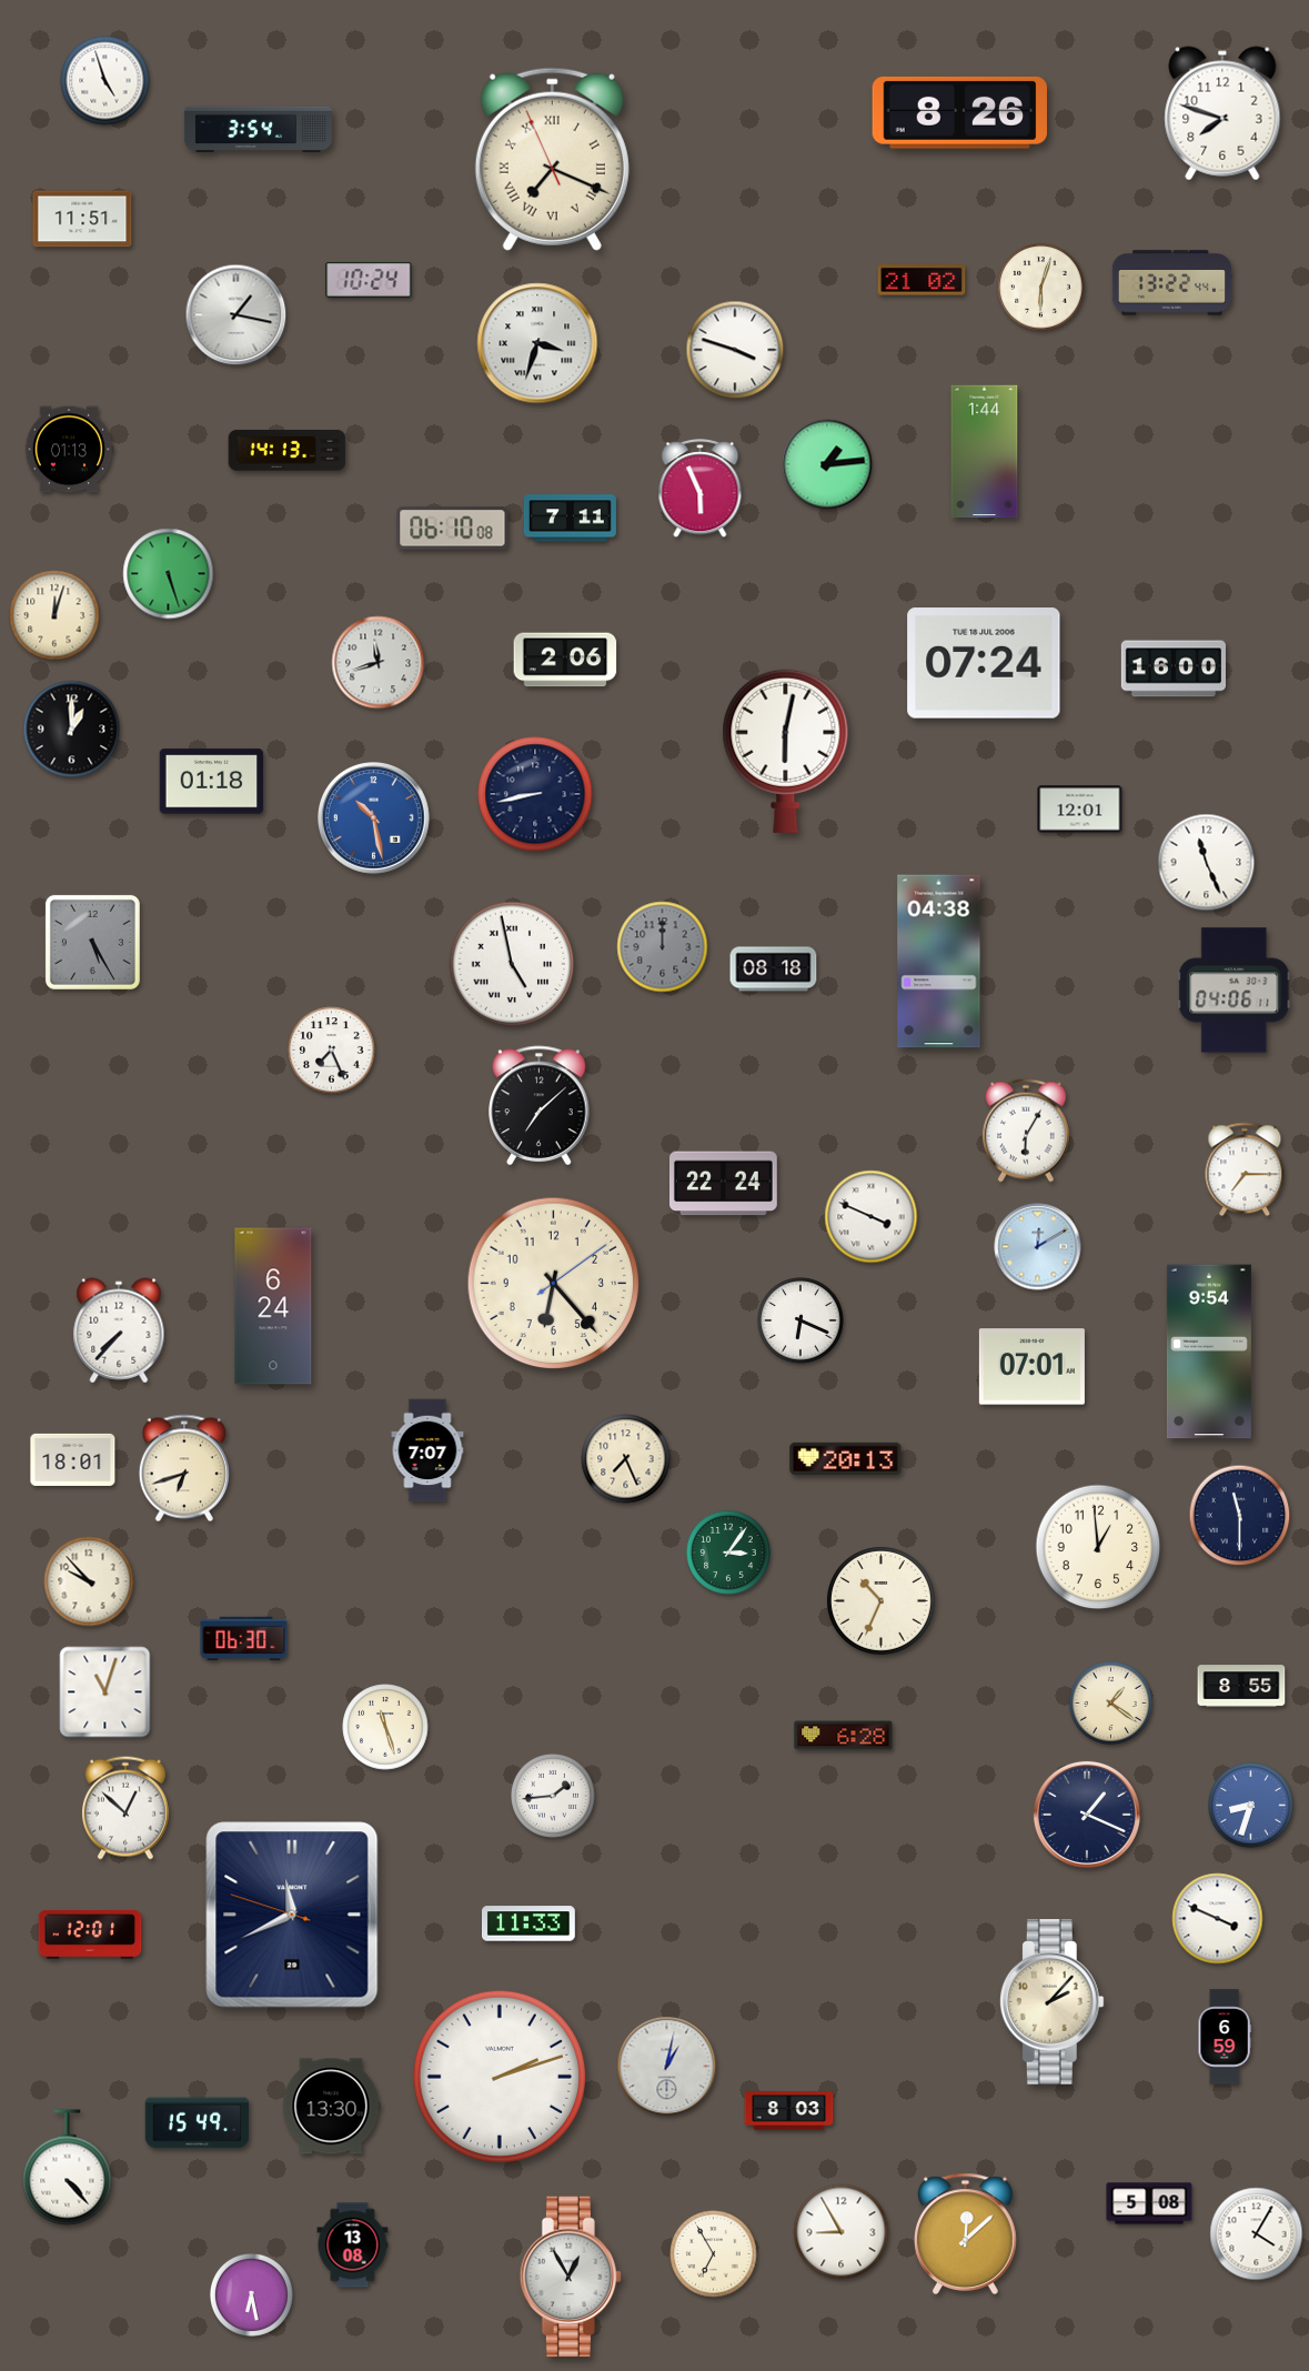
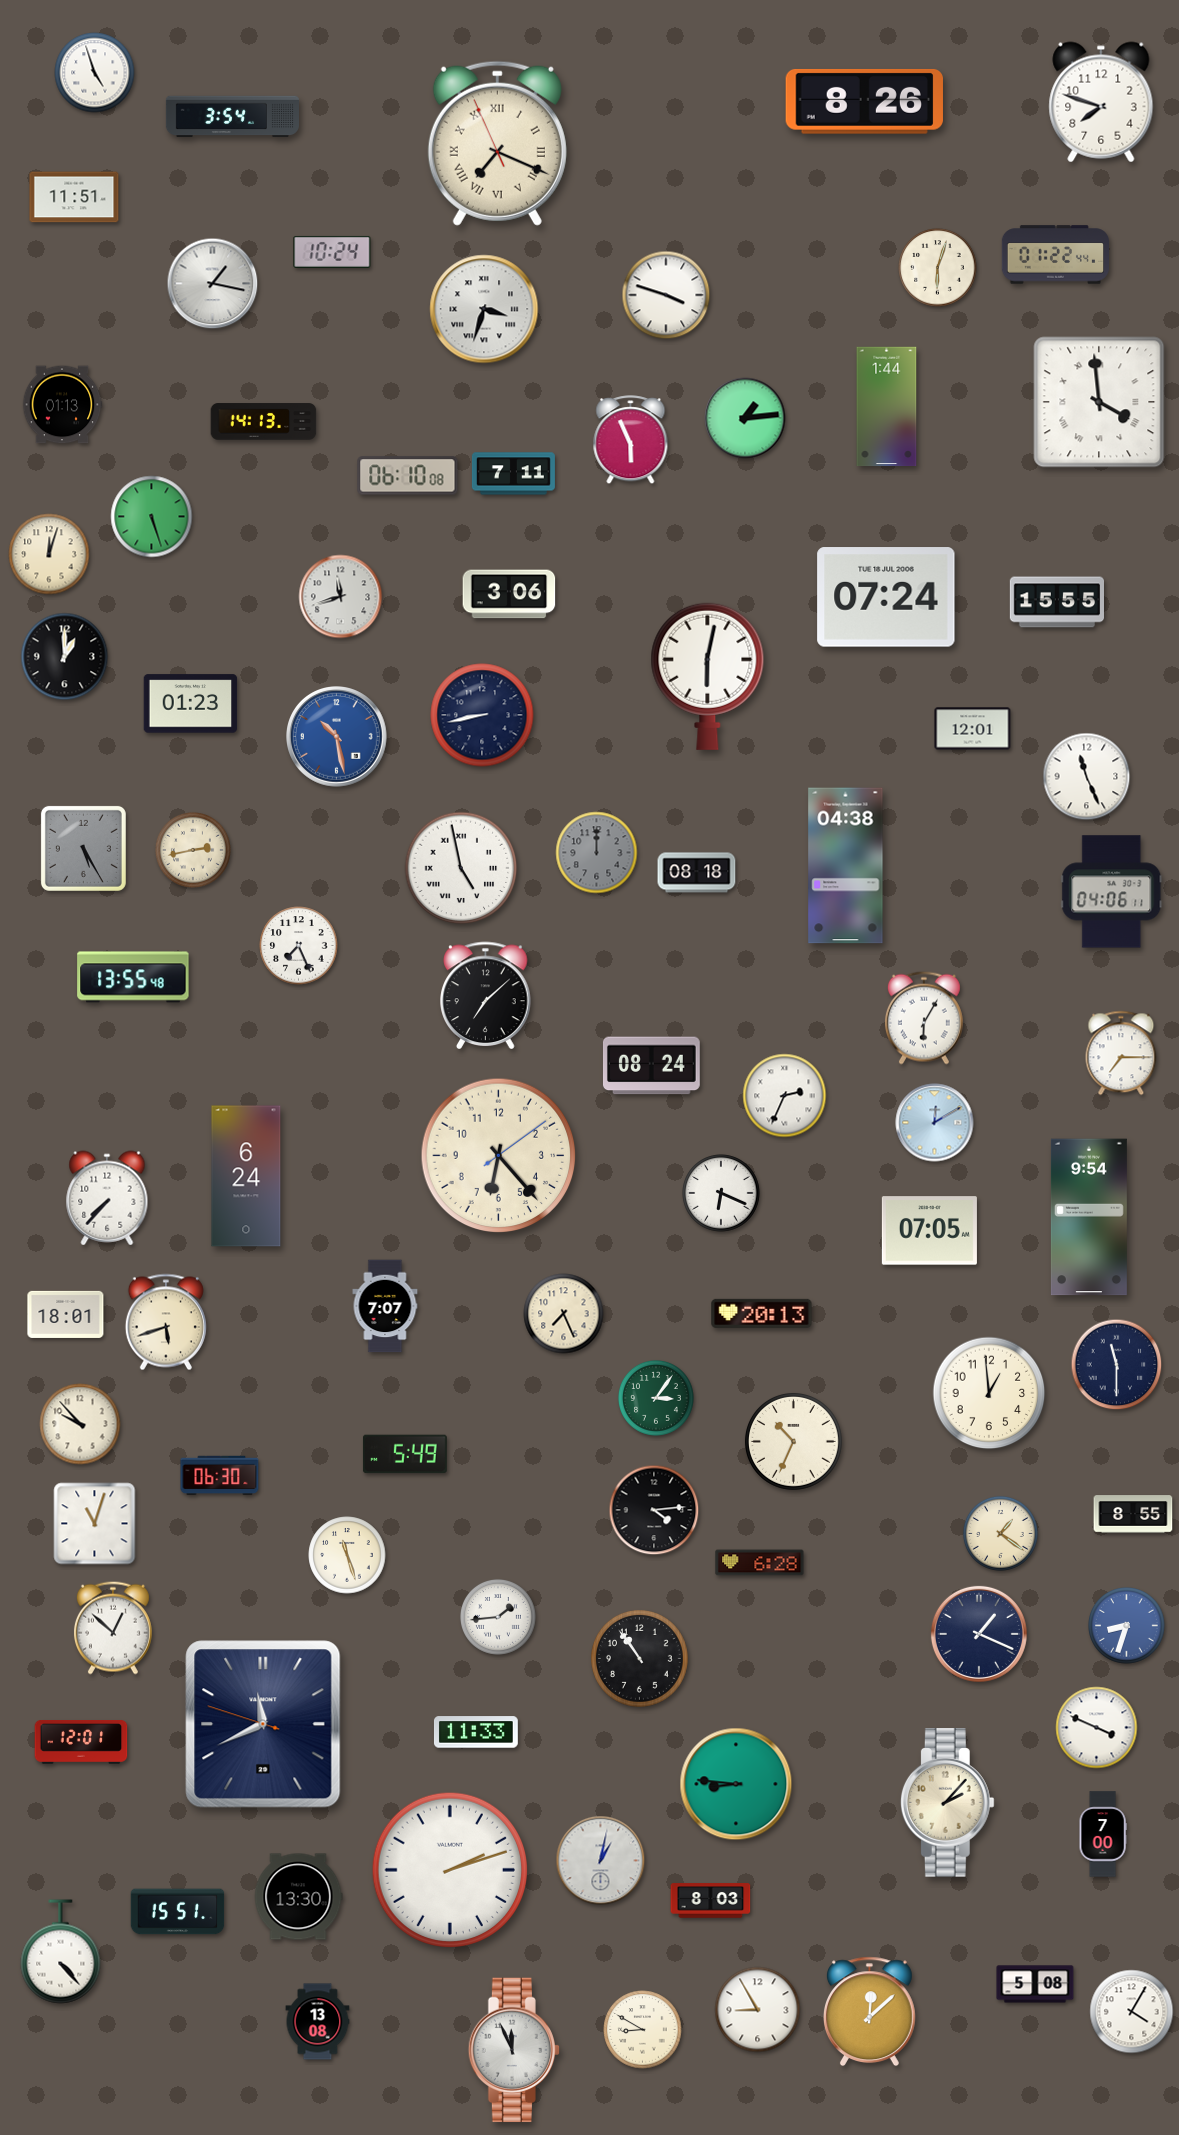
clock at (922, 280): 21:02 -> none
clock at (1171, 283): 13:22 -> 01:22
clock at (1041, 288) position: (1041, 288) -> (938, 268)
clock at (735, 350) position: (735, 350) -> (666, 295)
clock at (1099, 402): none -> 3:59
clock at (288, 451) position: (288, 451) -> (264, 422)
clock at (570, 519) position: (570, 519) -> (513, 474)
clock at (565, 660): 2:06 -> 3:06
clock at (1172, 669): 16:00 -> 15:55
clock at (212, 782): 01:18 -> 01:23
clock at (193, 850): none -> 2:43
clock at (133, 977): none -> 13:55
clock at (723, 1184): 22:24 -> 08:24
clock at (872, 1217): 3:49 -> 2:34
clock at (800, 1320) position: (800, 1320) -> (721, 1193)
clock at (1031, 1367): 07:01 -> 07:05
clock at (184, 1468): 6:42 -> 5:42
clock at (405, 1454): none -> 5:49
clock at (654, 1510): none -> 4:14
clock at (1241, 1686) position: (1241, 1686) -> (1133, 1514)
clock at (639, 1658): none -> 10:54
clock at (736, 1784): none -> 8:46
clock at (1225, 2037): 6:59 -> 7:00
clock at (198, 2123): 15:49 -> 15:51
clock at (714, 2254): 6:55 -> 8:50
clock at (570, 2277): 12:55 -> 11:56
clock at (251, 2294): 6:28 -> none
